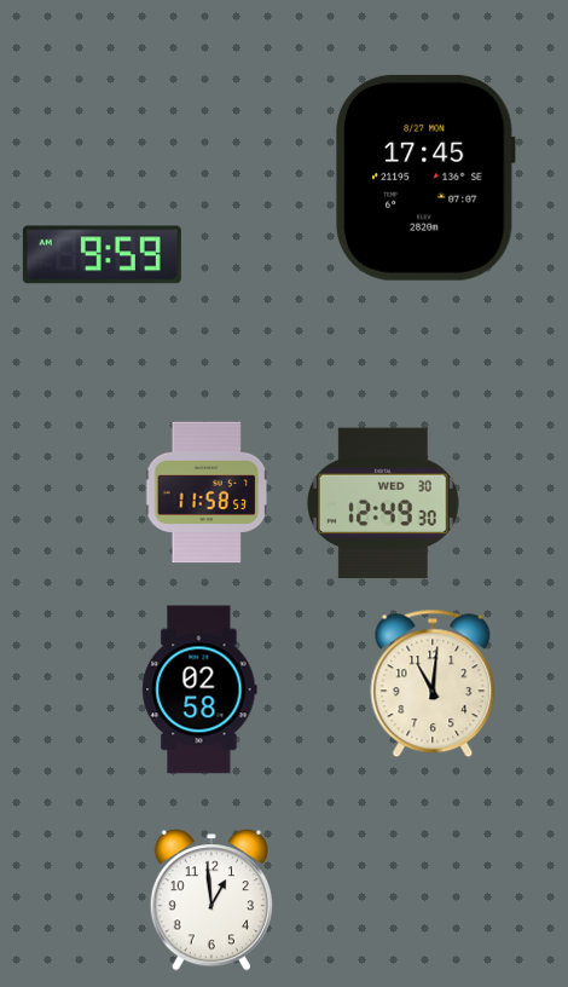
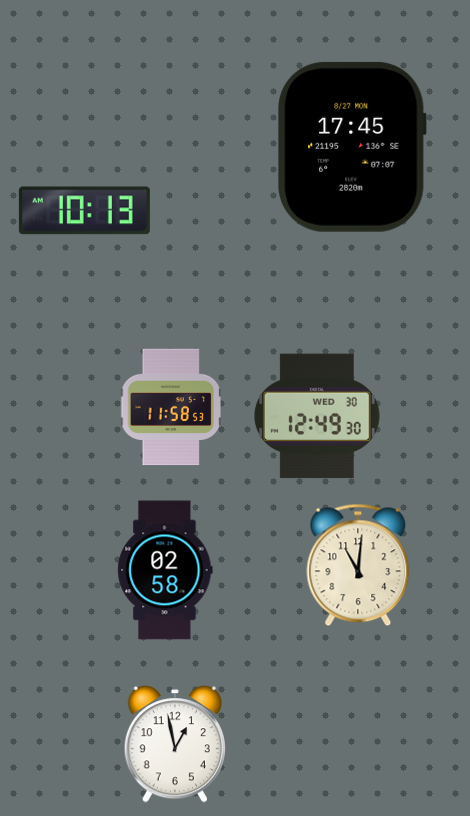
clock at (102, 255): 9:59 -> 10:13
clock at (211, 900): 12:59 -> 12:58
